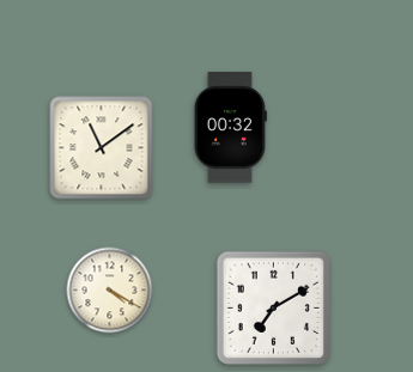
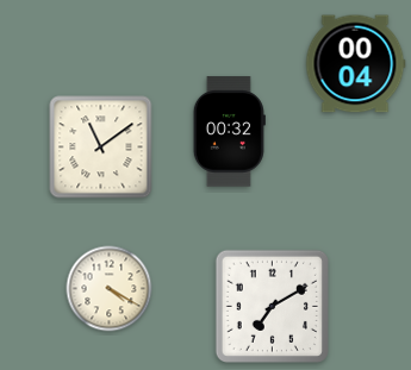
clock at (355, 64): none -> 00:04
clock at (230, 128) position: (230, 128) -> (229, 132)
